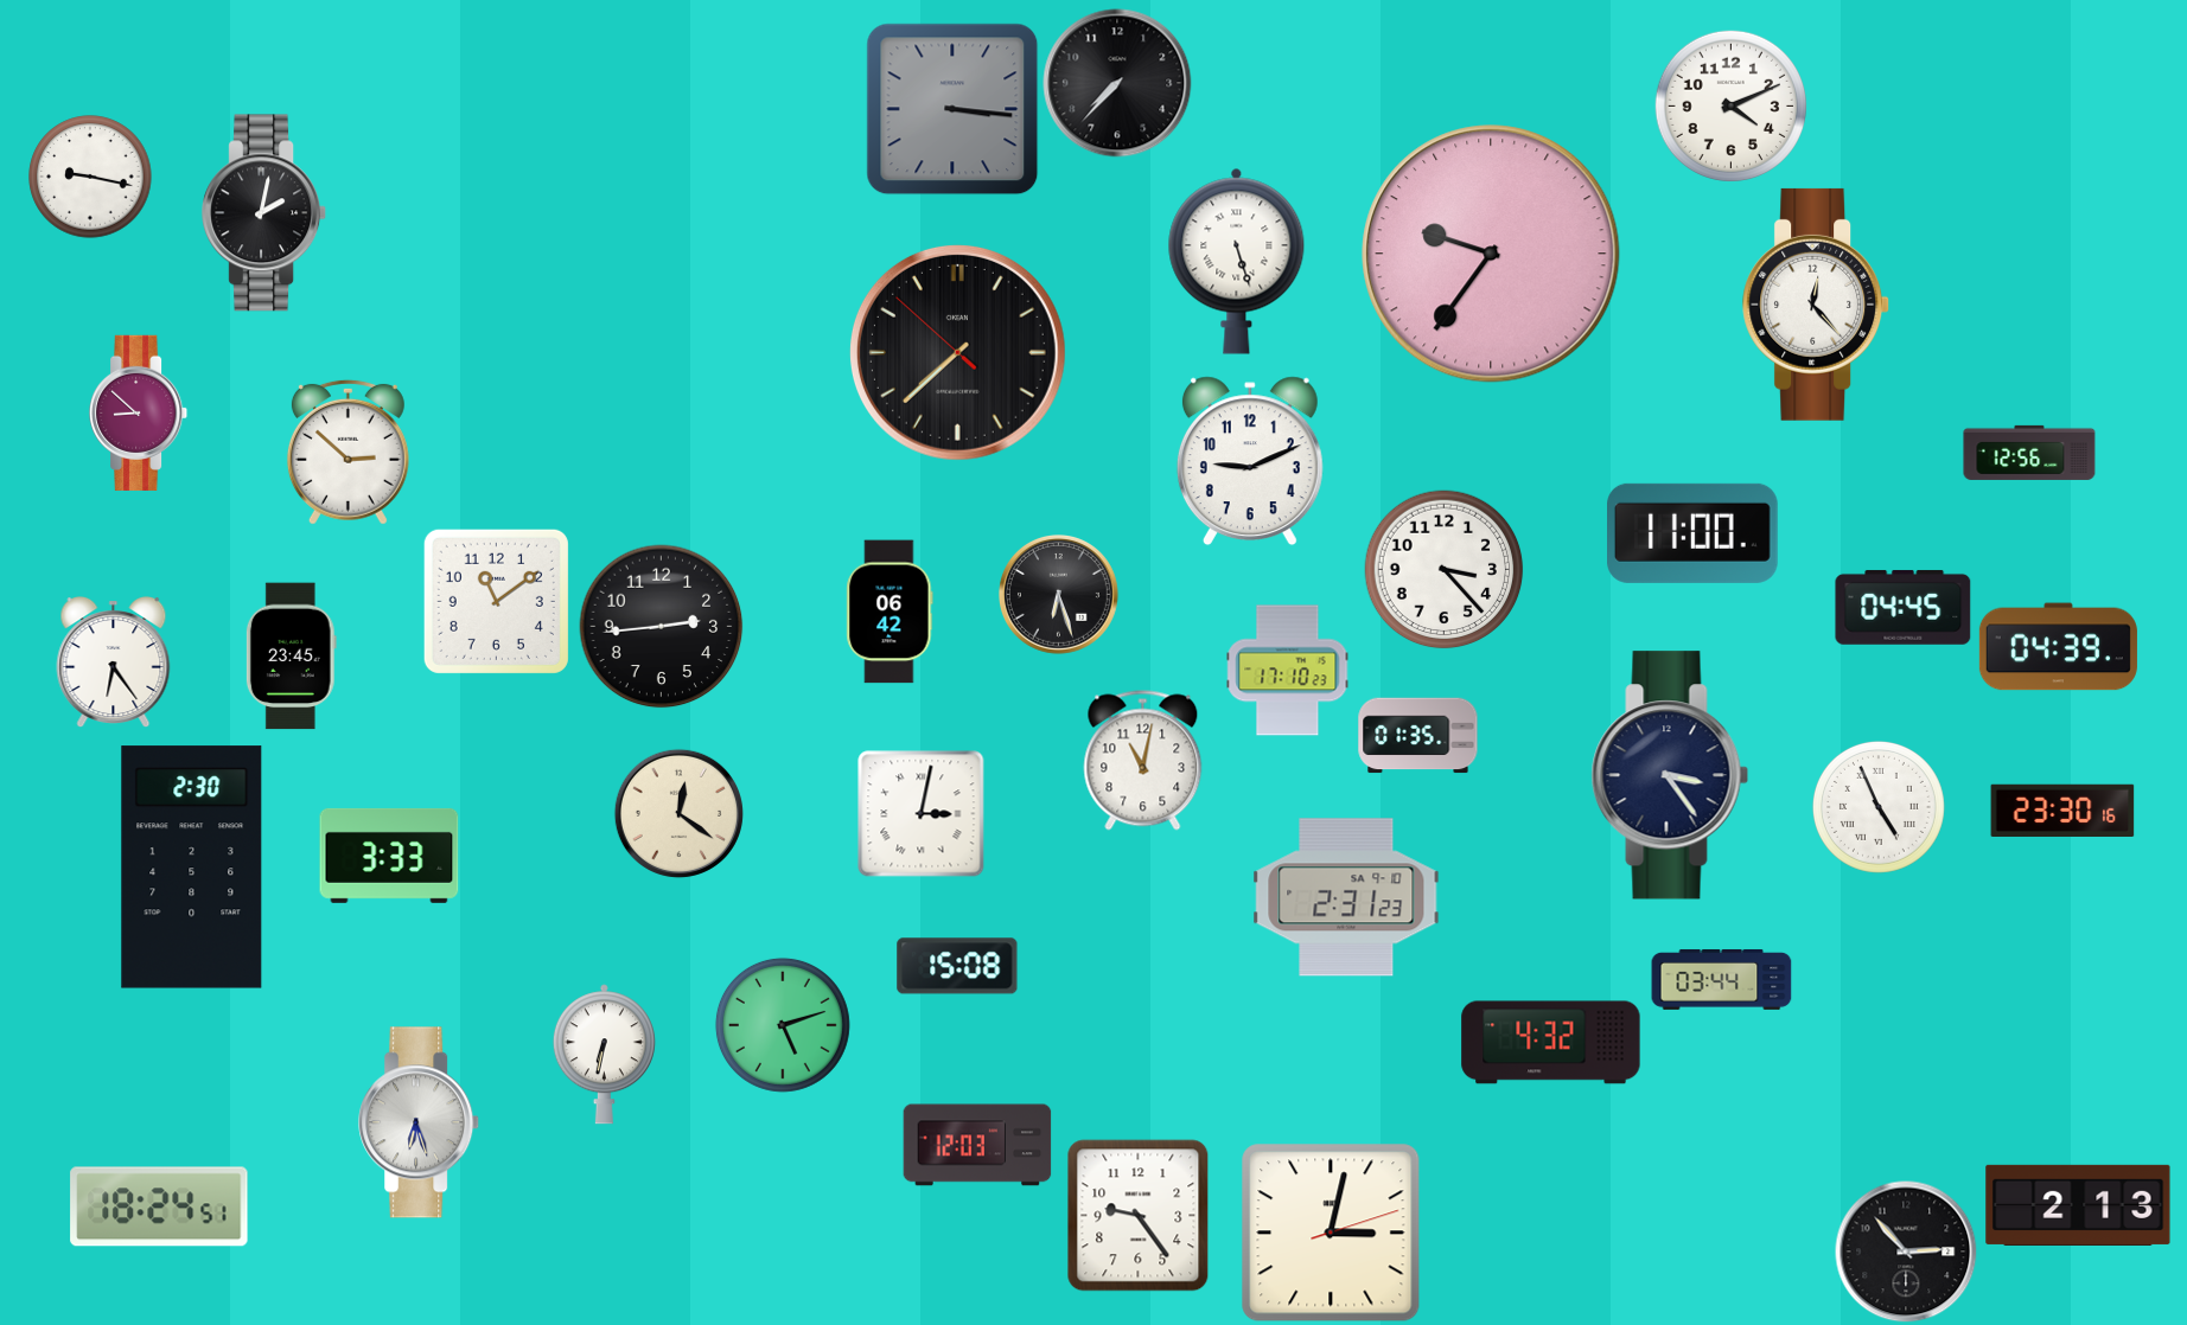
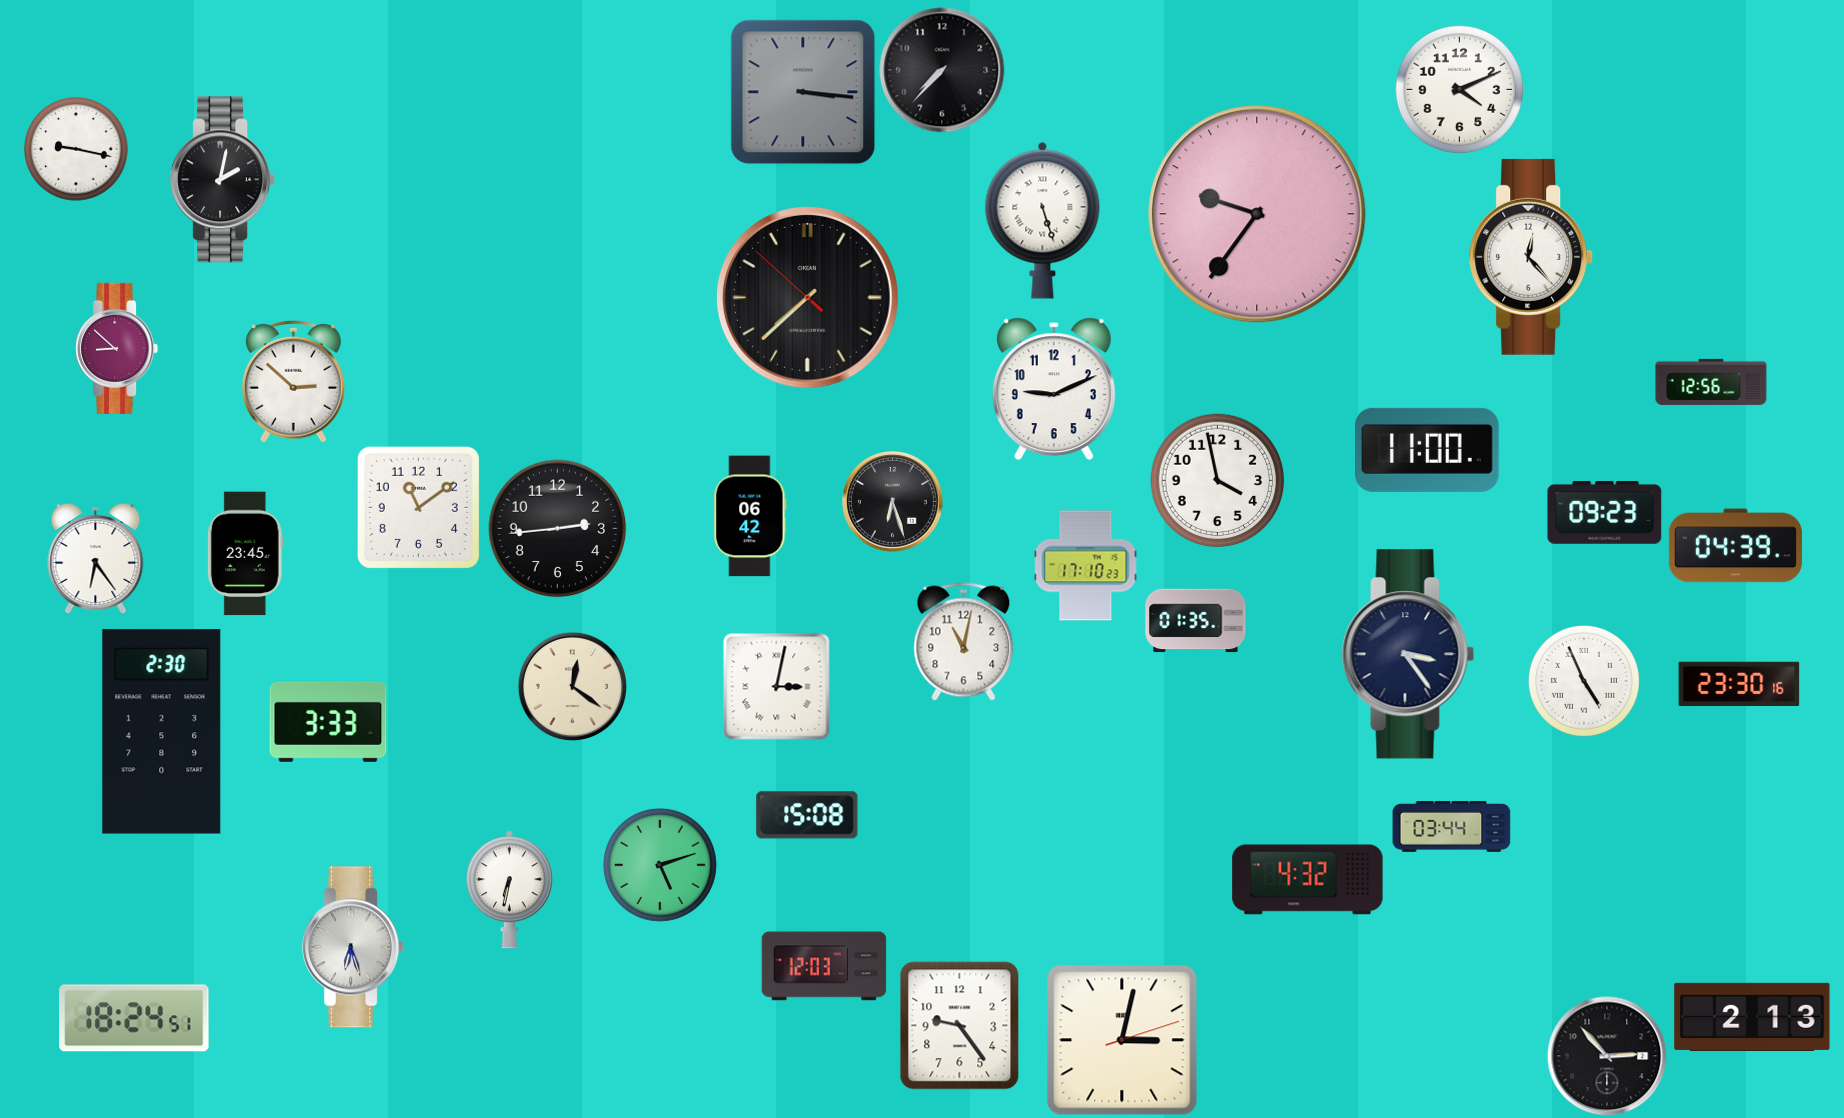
clock at (1445, 570): 3:23 -> 3:58
clock at (1904, 607): 04:45 -> 09:23
clock at (1346, 897): 2:31 -> none
